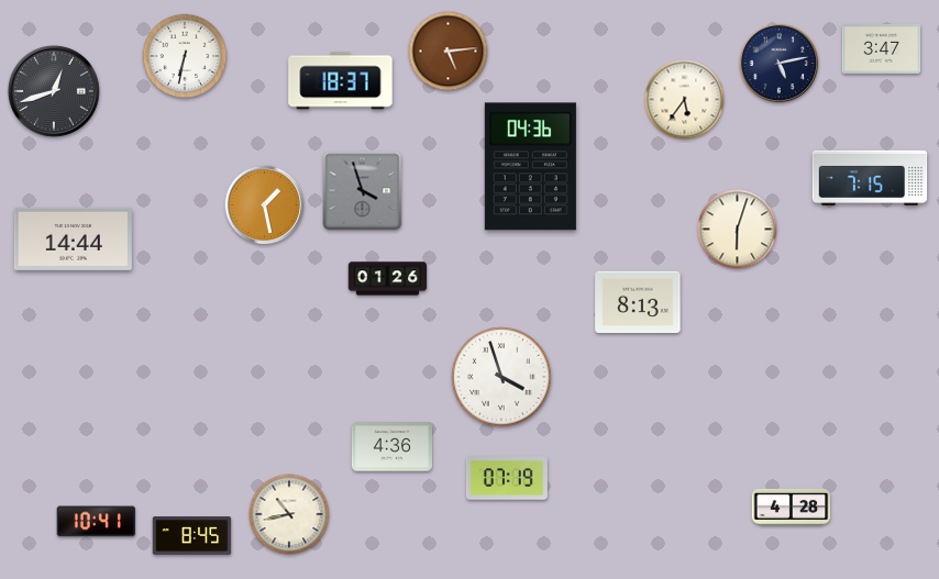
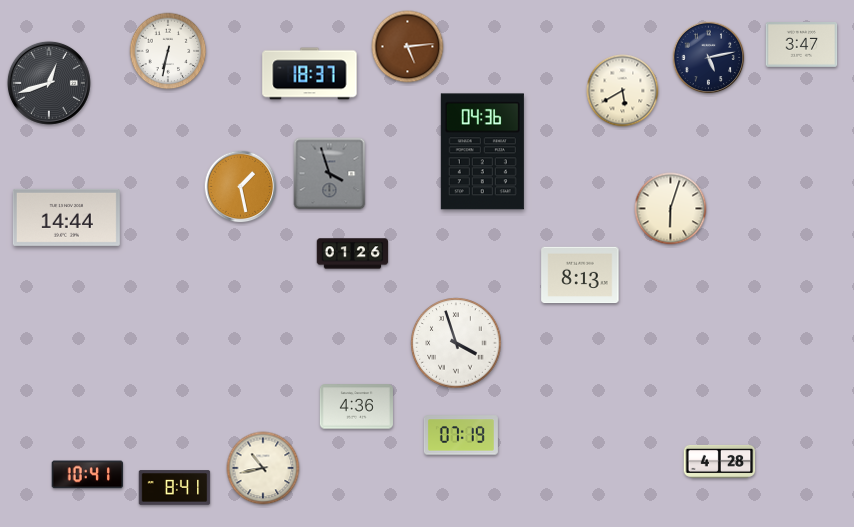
clock at (685, 100): 5:36 -> 5:40
clock at (870, 178): 7:15 -> none
clock at (192, 536): 8:45 -> 8:41
